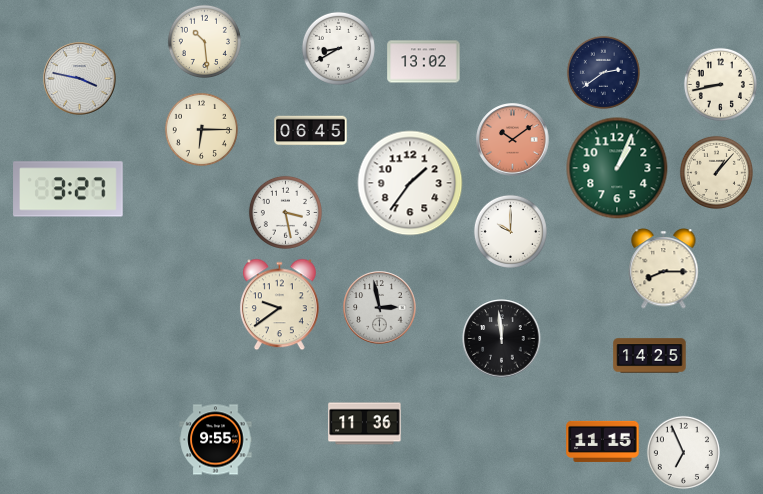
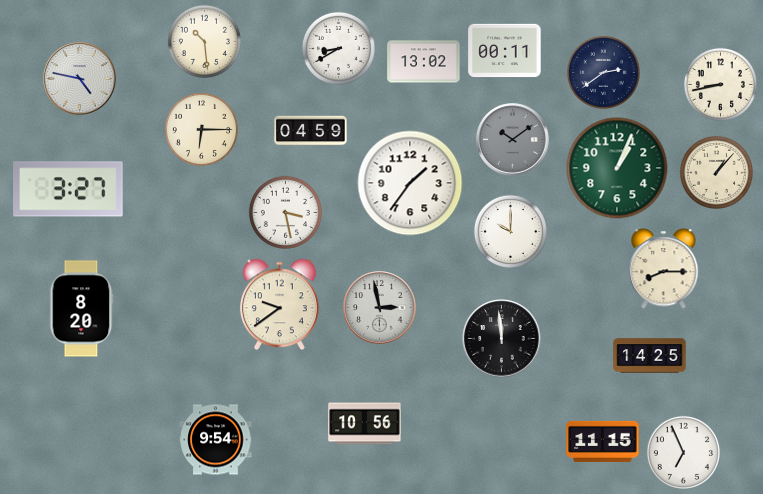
clock at (505, 51): none -> 00:11
clock at (80, 79): 3:47 -> 4:47
clock at (311, 131): 06:45 -> 04:59
clock at (513, 140) dial: salmon -> grey
clock at (81, 309): none -> 8:20
clock at (365, 424): 11:36 -> 10:56
clock at (216, 440): 9:55 -> 9:54
